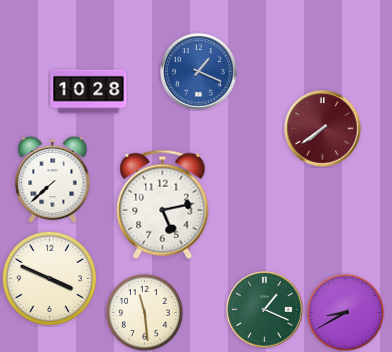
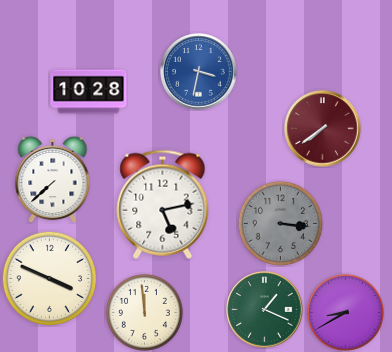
clock at (199, 72): 1:19 -> 3:32
clock at (280, 223): none -> 3:16
clock at (144, 312): 11:29 -> 11:59
